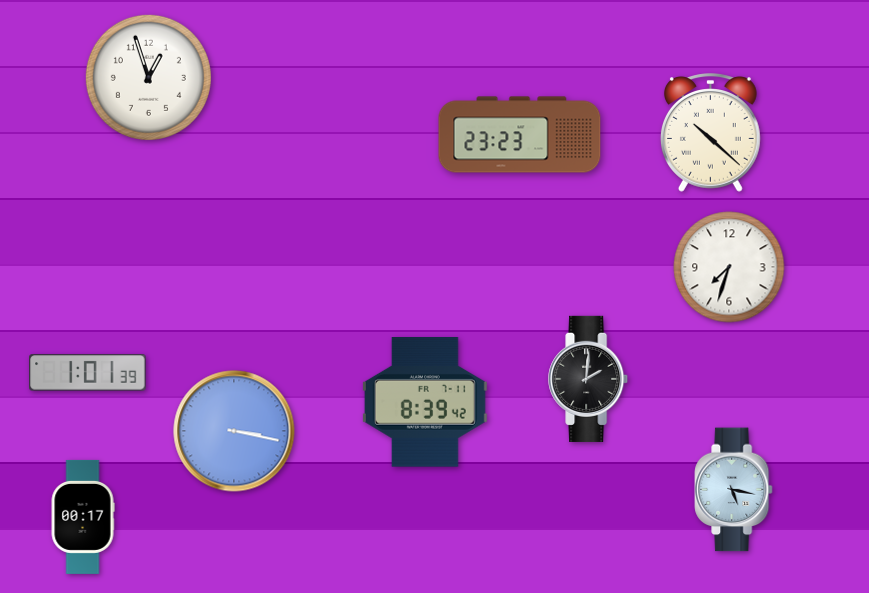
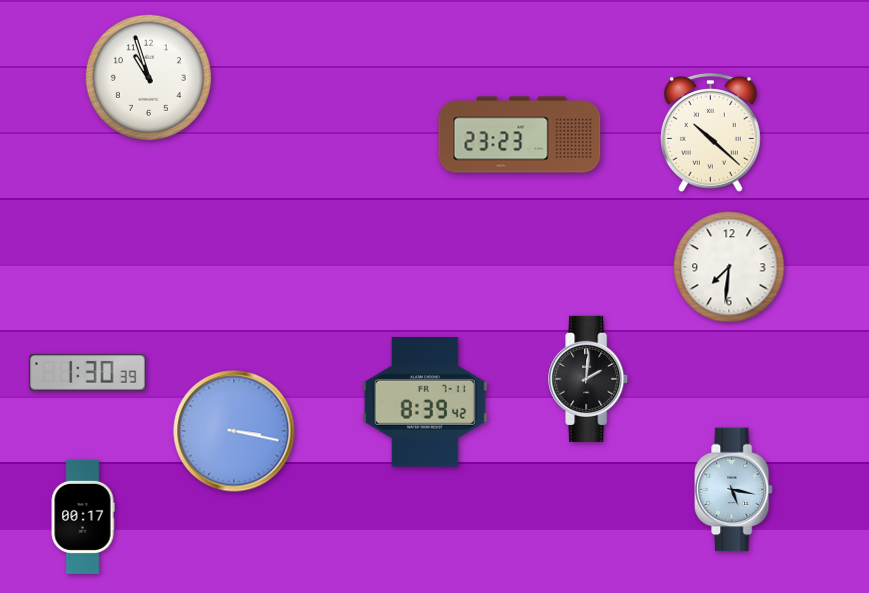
clock at (148, 77): 12:57 -> 10:57
clock at (729, 267): 7:33 -> 7:31
clock at (88, 373): 1:01 -> 1:30
